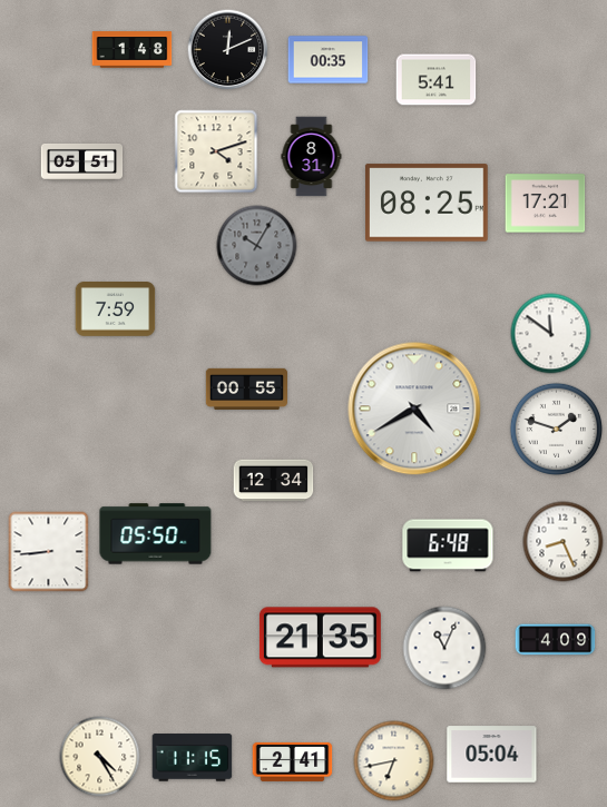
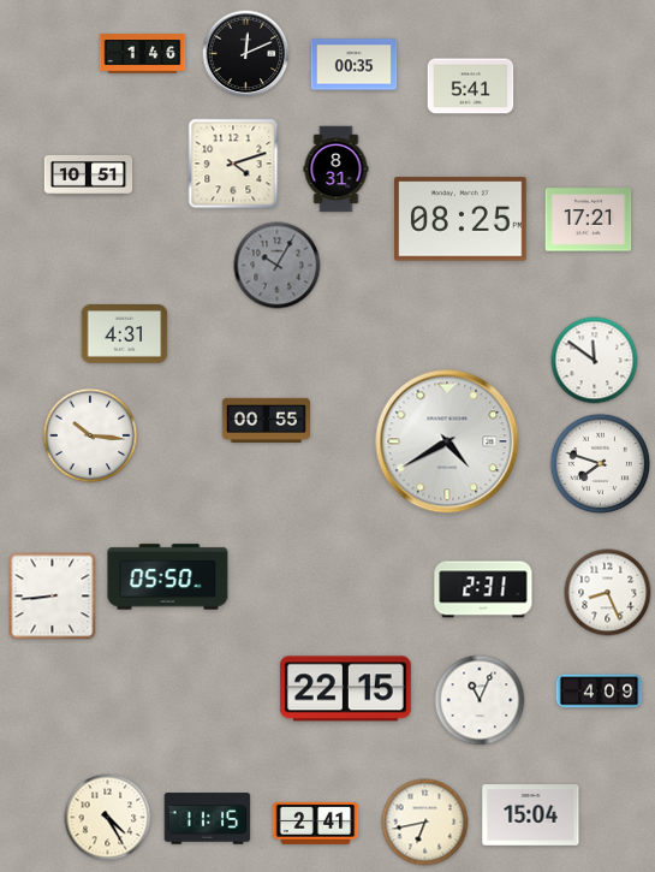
clock at (133, 50): 1:48 -> 1:46
clock at (82, 161): 05:51 -> 10:51
clock at (116, 309): 7:59 -> 4:31
clock at (90, 435): none -> 10:16
clock at (556, 429): 1:48 -> 7:48
clock at (274, 481): 12:34 -> none
clock at (564, 542) position: (564, 542) -> (608, 593)
clock at (448, 545): 6:48 -> 2:31
clock at (320, 638): 21:35 -> 22:15
clock at (492, 755): 05:04 -> 15:04
